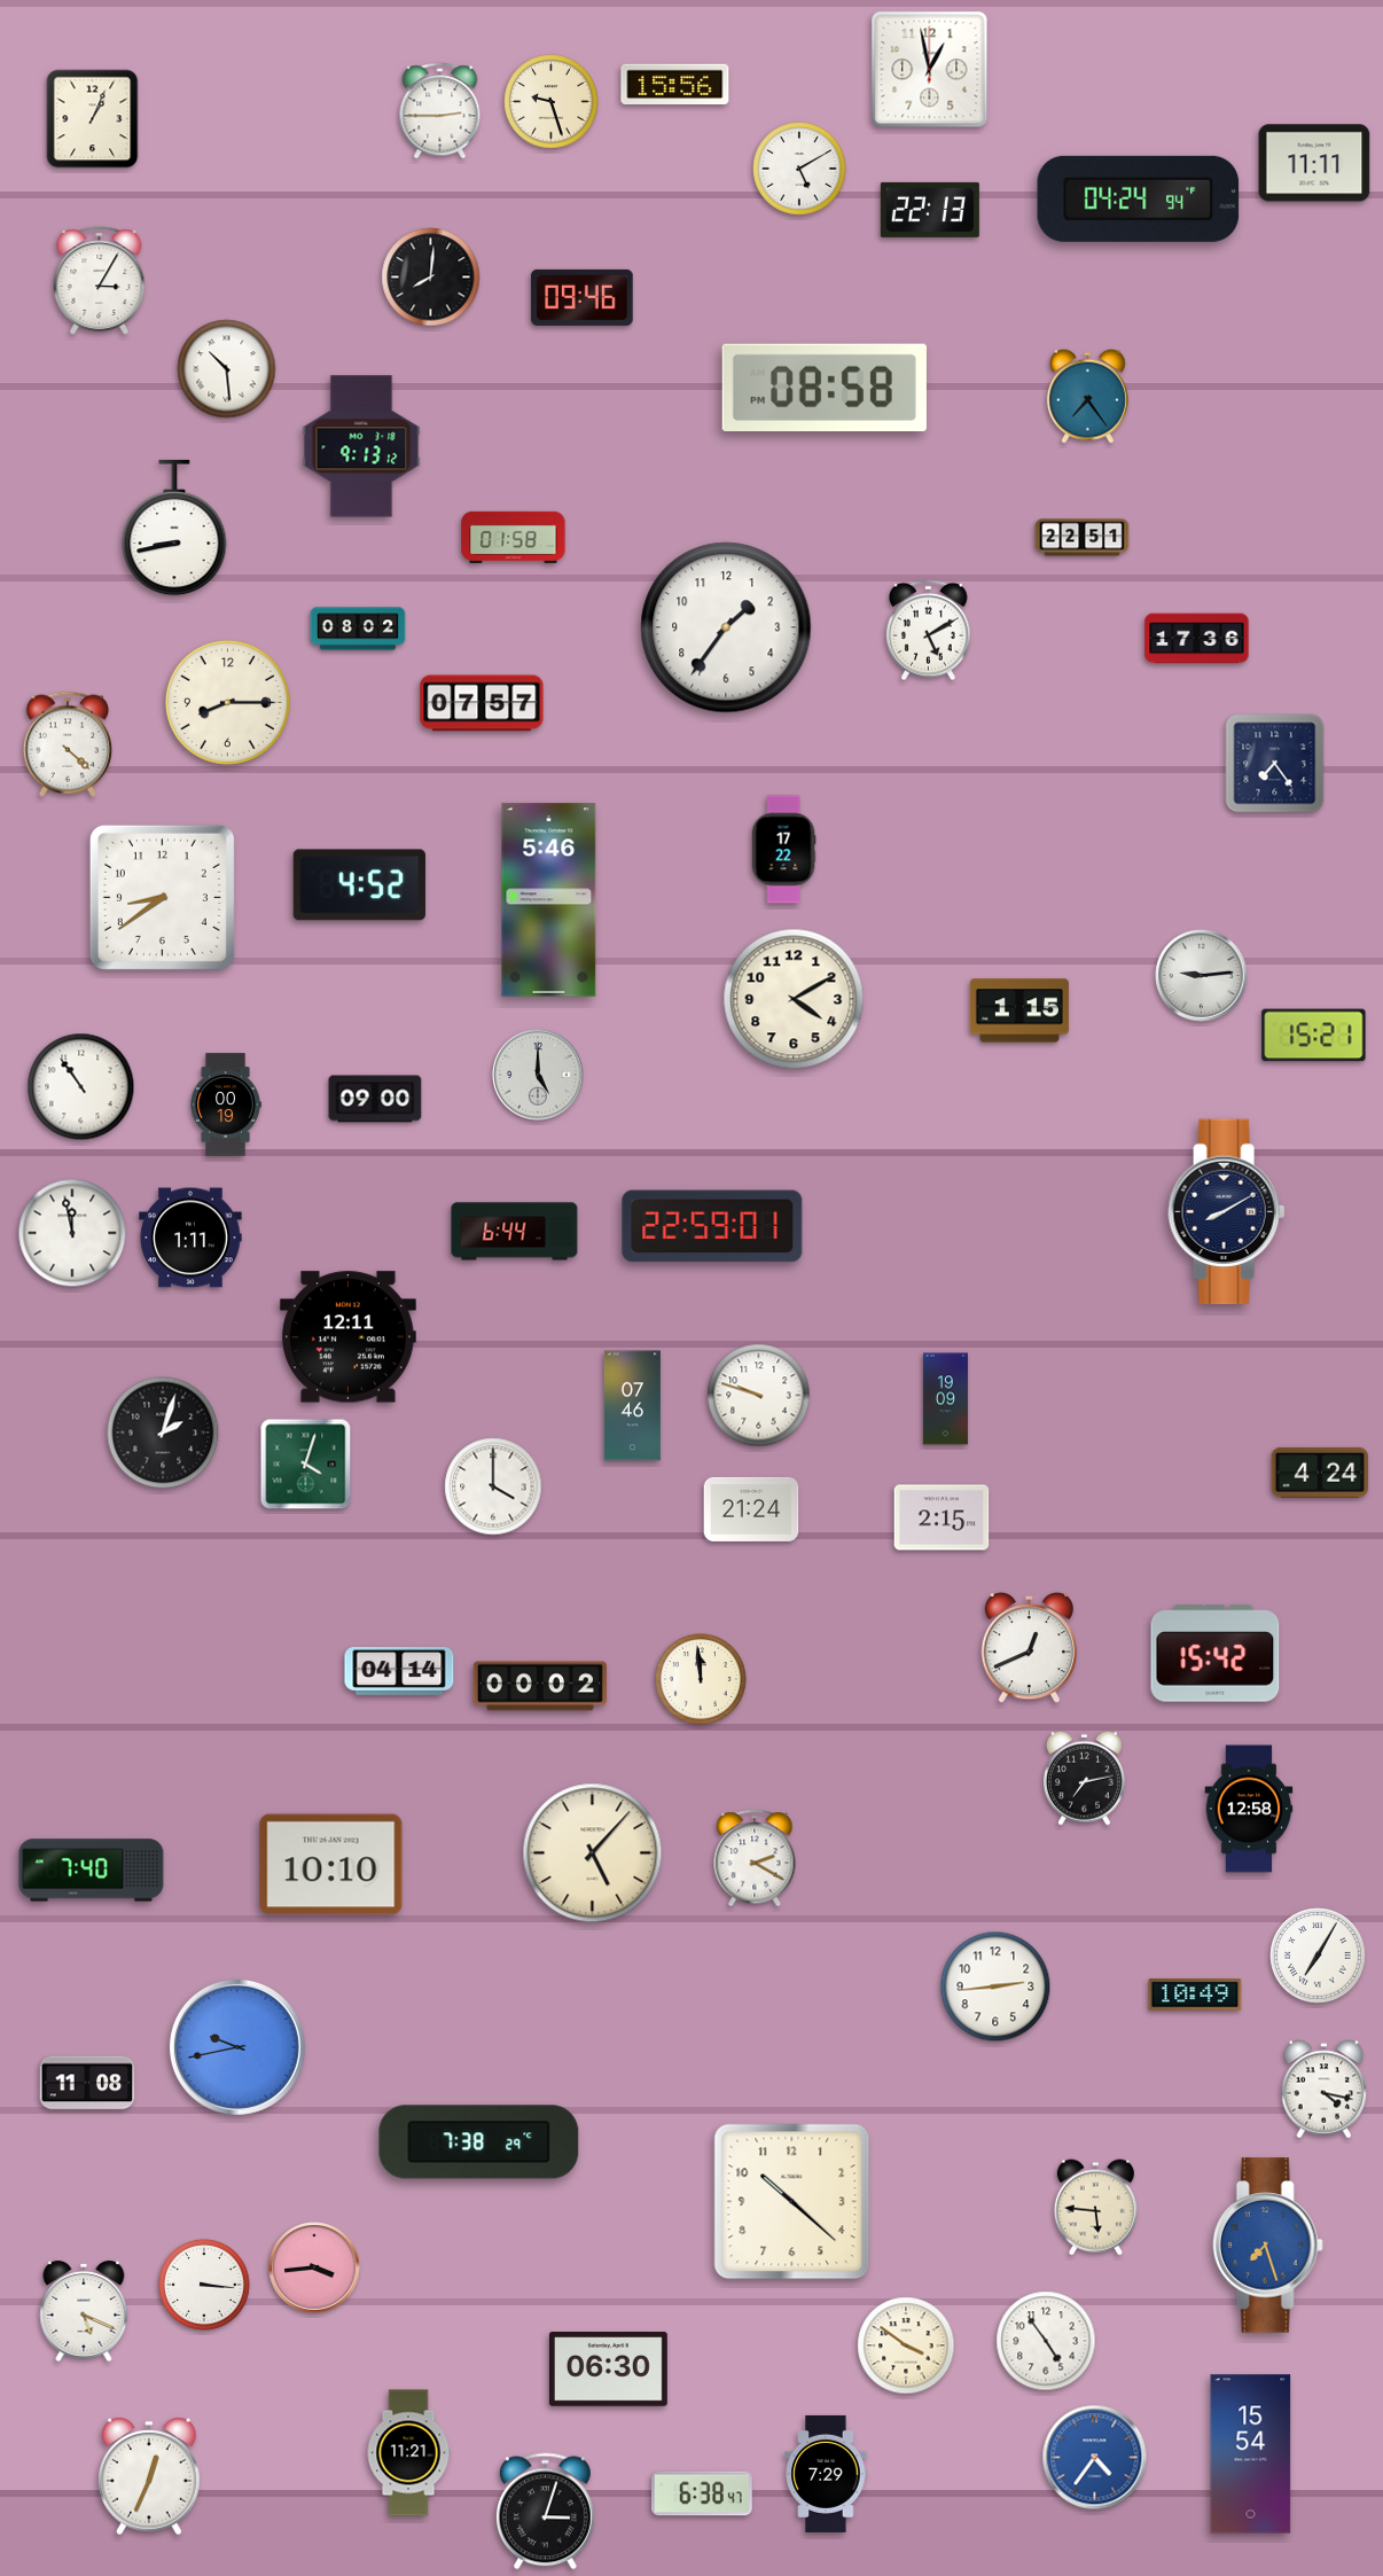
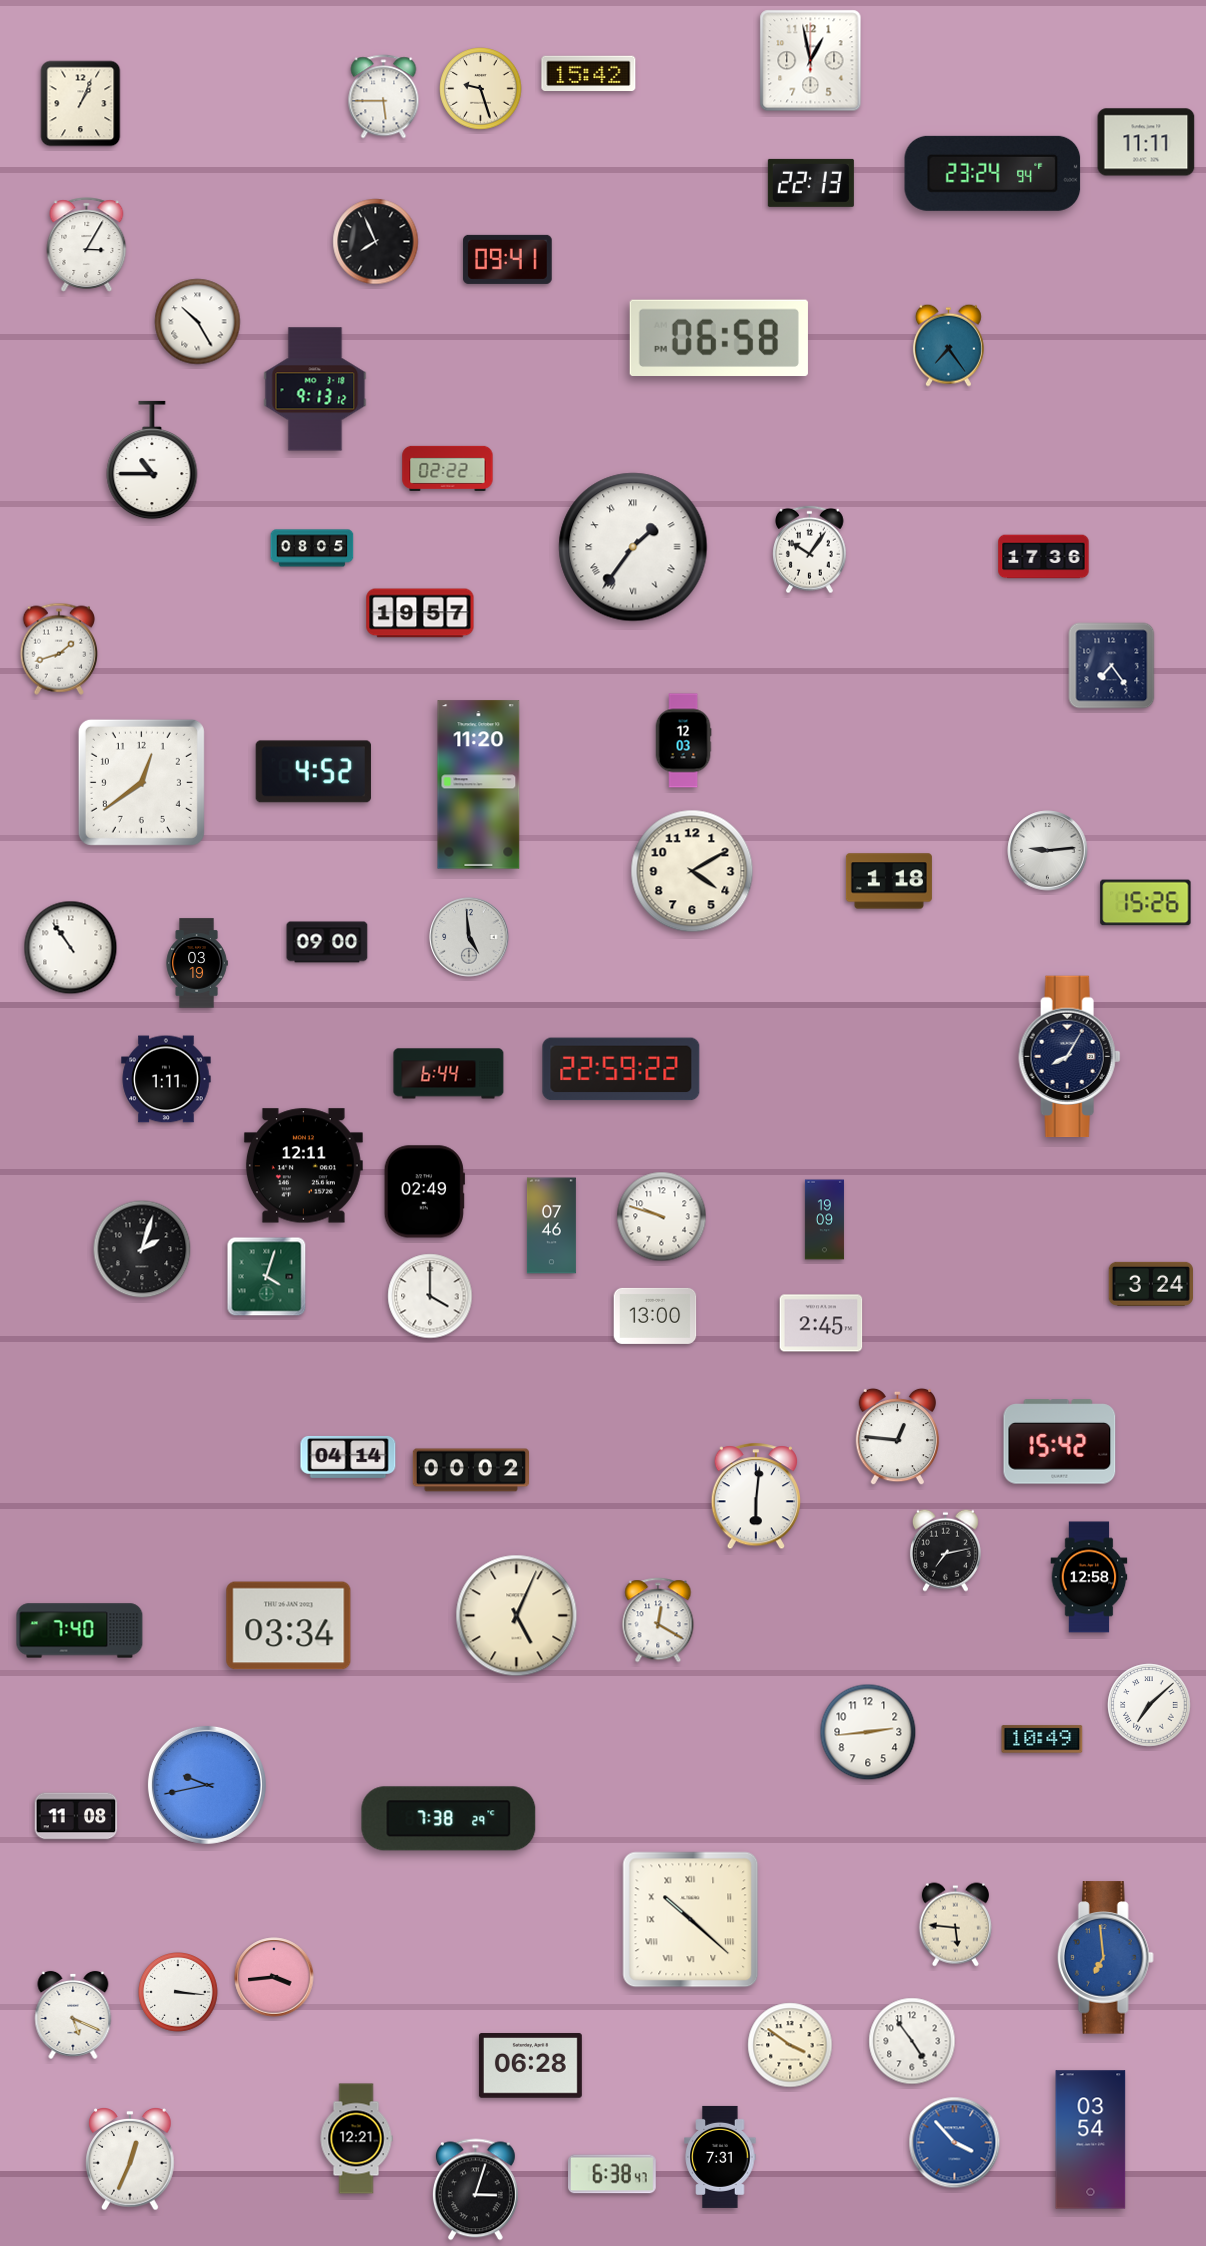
clock at (675, 85): 15:56 -> 15:42
clock at (440, 111): 2:45 -> 5:45
clock at (799, 169): 5:10 -> none
clock at (1139, 198): 04:24 -> 23:24
clock at (431, 278): 8:01 -> 7:56
clock at (583, 297): 09:46 -> 09:41
clock at (227, 369): 10:29 -> 10:25
clock at (825, 388): 08:58 -> 06:58
clock at (174, 528): 8:43 -> 10:45
clock at (514, 537): 01:58 -> 02:22
clock at (1083, 538): 22:51 -> none
clock at (726, 627) numerals: Arabic -> Roman
clock at (358, 629): 08:02 -> 08:05
clock at (929, 631): 5:10 -> 10:06
clock at (227, 702): 8:15 -> none
clock at (482, 703): 07:57 -> 19:57
clock at (67, 744): 4:22 -> 1:42
clock at (783, 850): 17:22 -> 12:03
clock at (162, 897): 8:39 -> 12:39
clock at (549, 900): 5:46 -> 11:20
clock at (1019, 1010): 1:15 -> 1:18
clock at (1314, 1036): 15:21 -> 15:26
clock at (538, 1075): 5:00 -> 4:59
clock at (375, 1099) position: (375, 1099) -> (327, 942)
clock at (226, 1104): 00:19 -> 03:19
clock at (1227, 1212): 8:10 -> 8:05
clock at (712, 1226): 22:59:01 -> 22:59:22
clock at (72, 1233): 11:58 -> none
clock at (424, 1192): none -> 02:49
clock at (1319, 1473): 4:24 -> 3:24
clock at (751, 1509): 21:24 -> 13:00
clock at (941, 1517): 2:15 -> 2:45
clock at (1030, 1648): 12:41 -> 12:46
clock at (702, 1680): 11:59 -> none
clock at (755, 1497): none -> 6:01
clock at (593, 1853): 5:07 -> 5:04
clock at (755, 1858): 2:20 -> 12:20
clock at (331, 1865): 10:10 -> 03:34
clock at (1318, 1956): 7:05 -> 7:08
clock at (1325, 2090): 4:17 -> none
clock at (479, 2142) position: (479, 2142) -> (449, 1819)
clock at (792, 2202) numerals: Arabic -> Roman
clock at (1267, 2246): 7:27 -> 6:59
clock at (608, 2370): 06:30 -> 06:28
clock at (408, 2453): 11:21 -> 12:21
clock at (1251, 2454): 15:54 -> 03:54
clock at (1095, 2458): 4:36 -> 3:53
clock at (826, 2474): 7:29 -> 7:31
